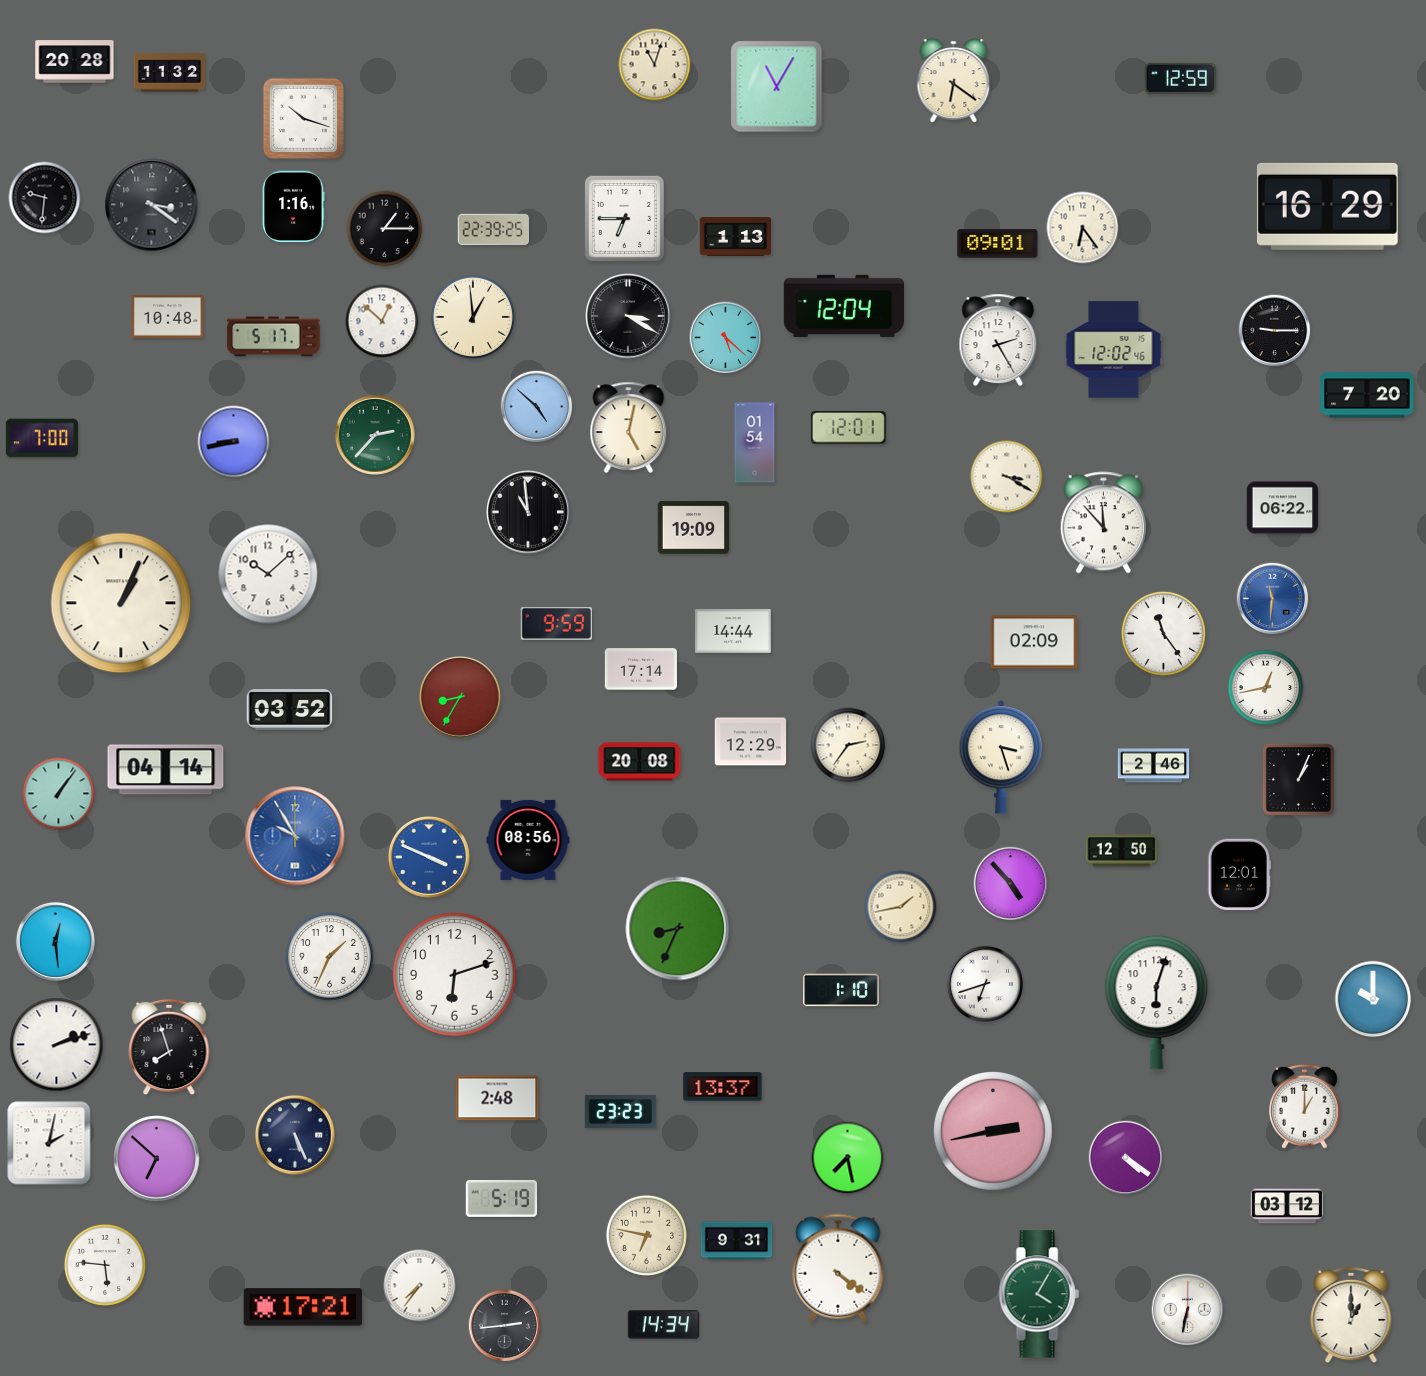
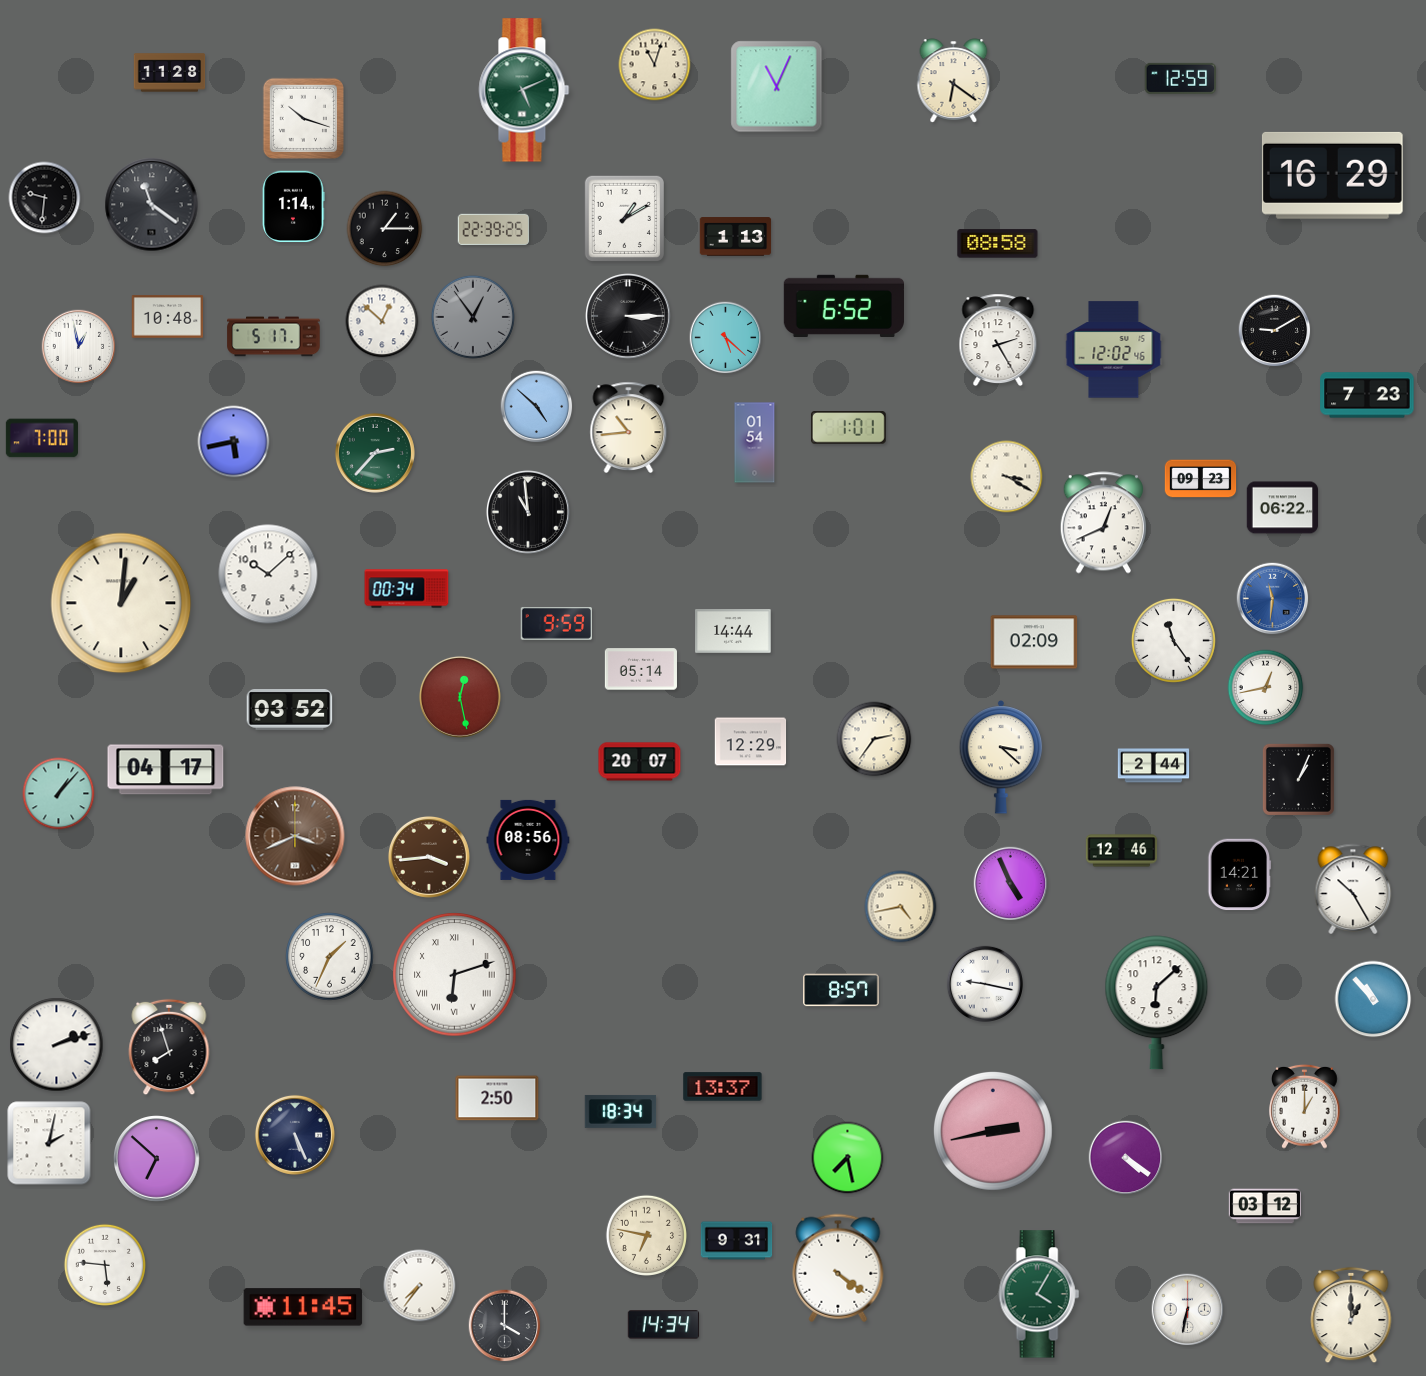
clock at (75, 62): 20:28 -> none
clock at (170, 73): 11:32 -> 11:28
clock at (777, 87): 11:05 -> 11:04
clock at (524, 90): none -> 5:11
clock at (152, 205): 3:21 -> 11:21
clock at (1327, 206) position: (1327, 206) -> (1332, 175)
clock at (293, 207): 1:16 -> 1:14
clock at (624, 218): 6:45 -> 1:10
clock at (1083, 228): 6:24 -> none
clock at (998, 244): 09:01 -> 08:58
clock at (843, 305): 12:04 -> 6:52
clock at (473, 317): 12:59 -> 12:54
clock at (473, 317) dial: cream -> grey
clock at (629, 317): 3:20 -> 3:15
clock at (1275, 331): 9:15 -> 9:10
clock at (79, 347): none -> 12:58
clock at (1367, 395): 7:20 -> 7:23
clock at (629, 427): 5:02 -> 10:44
clock at (848, 428): 12:01 -> 1:01
clock at (375, 435) position: (375, 435) -> (375, 453)
clock at (234, 442): 8:43 -> 5:43
clock at (1201, 479): none -> 09:23
clock at (1103, 523): 11:53 -> 12:41
clock at (694, 528): 19:09 -> none
clock at (407, 589): none -> 00:34
clock at (121, 603): 1:04 -> 1:01
clock at (1163, 633) position: (1163, 633) -> (1173, 640)
clock at (640, 669): 17:14 -> 05:14
clock at (460, 697): 8:35 -> 12:28
clock at (848, 745) position: (848, 745) -> (874, 739)
clock at (1001, 758): 3:27 -> 3:22
clock at (640, 762): 20:08 -> 20:07
clock at (1154, 766): 2:46 -> 2:44
clock at (166, 770): 04:14 -> 04:17
clock at (59, 794): 1:06 -> 1:07
clock at (295, 836): 9:55 -> 3:41
clock at (295, 836) dial: blue -> brown
clock at (1122, 851): 12:50 -> 12:46
clock at (429, 857): 3:49 -> 3:44
clock at (429, 857) dial: blue -> brown
clock at (1240, 875): 12:01 -> 14:21
clock at (1011, 884): 4:53 -> 4:56
clock at (1353, 889): none -> 10:25
clock at (901, 907): 1:43 -> 4:43
clock at (678, 929): 8:34 -> none
clock at (55, 941): 12:29 -> none
clock at (455, 975) numerals: Arabic -> Roman
clock at (985, 984): 6:42 -> 9:17
clock at (841, 990): 1:10 -> 8:57
clock at (1373, 999): 10:00 -> 10:53
clock at (1157, 1003): 6:03 -> 6:08
clock at (497, 1098): 2:48 -> 2:50
clock at (621, 1111): 23:23 -> 18:34
clock at (502, 1198): 5:19 -> none
clock at (1286, 1206) position: (1286, 1206) -> (1264, 1206)
clock at (303, 1307): 17:21 -> 11:45
clock at (505, 1326): 2:44 -> 4:00
